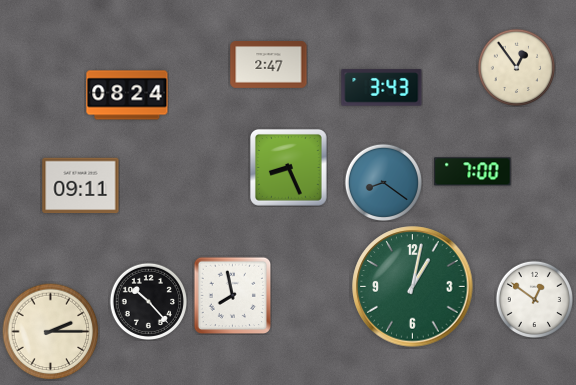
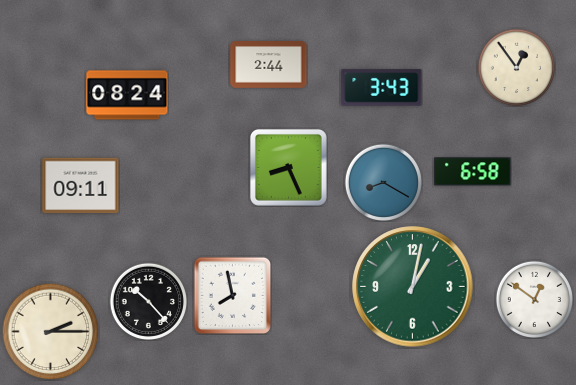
clock at (269, 65): 2:47 -> 2:44
clock at (473, 172): 7:00 -> 6:58
clock at (383, 182): 8:21 -> 8:20
